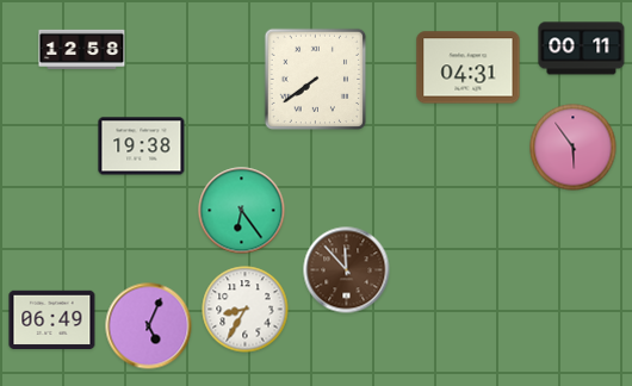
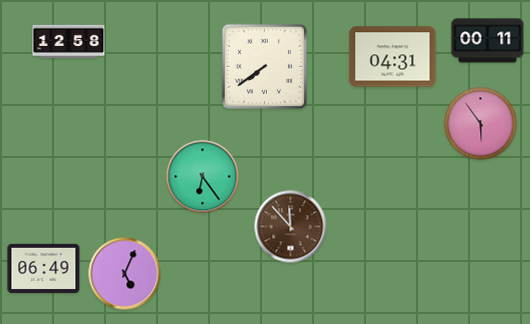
clock at (142, 147): 19:38 -> none
clock at (246, 310): 8:35 -> none
